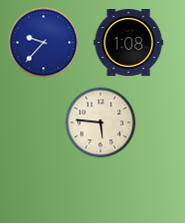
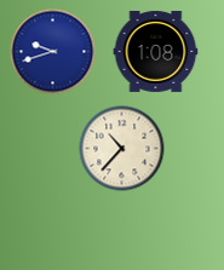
clock at (44, 43): 9:37 -> 9:42
clock at (101, 123): 5:46 -> 10:37
